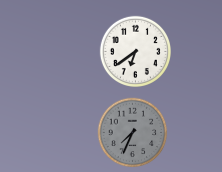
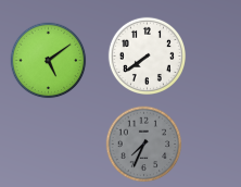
clock at (135, 51): 6:39 -> 7:39
clock at (49, 61): none -> 5:09
